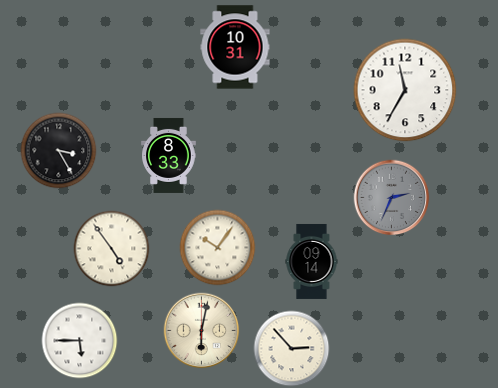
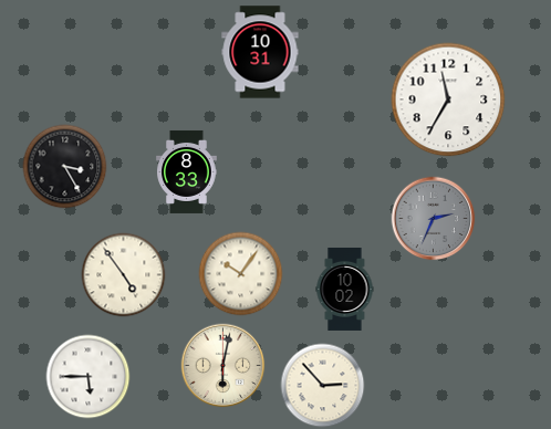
clock at (312, 261): 09:14 -> 10:02
